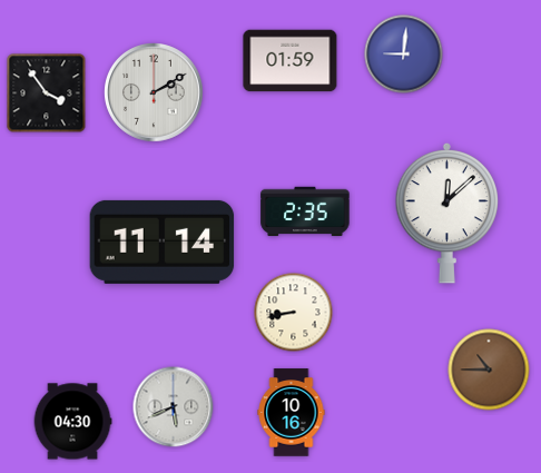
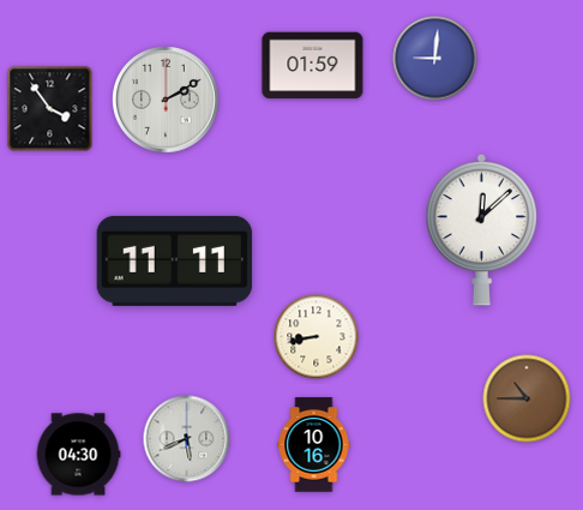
clock at (47, 93) position: (47, 93) -> (50, 109)
clock at (305, 211): 2:35 -> none
clock at (163, 242): 11:14 -> 11:11
